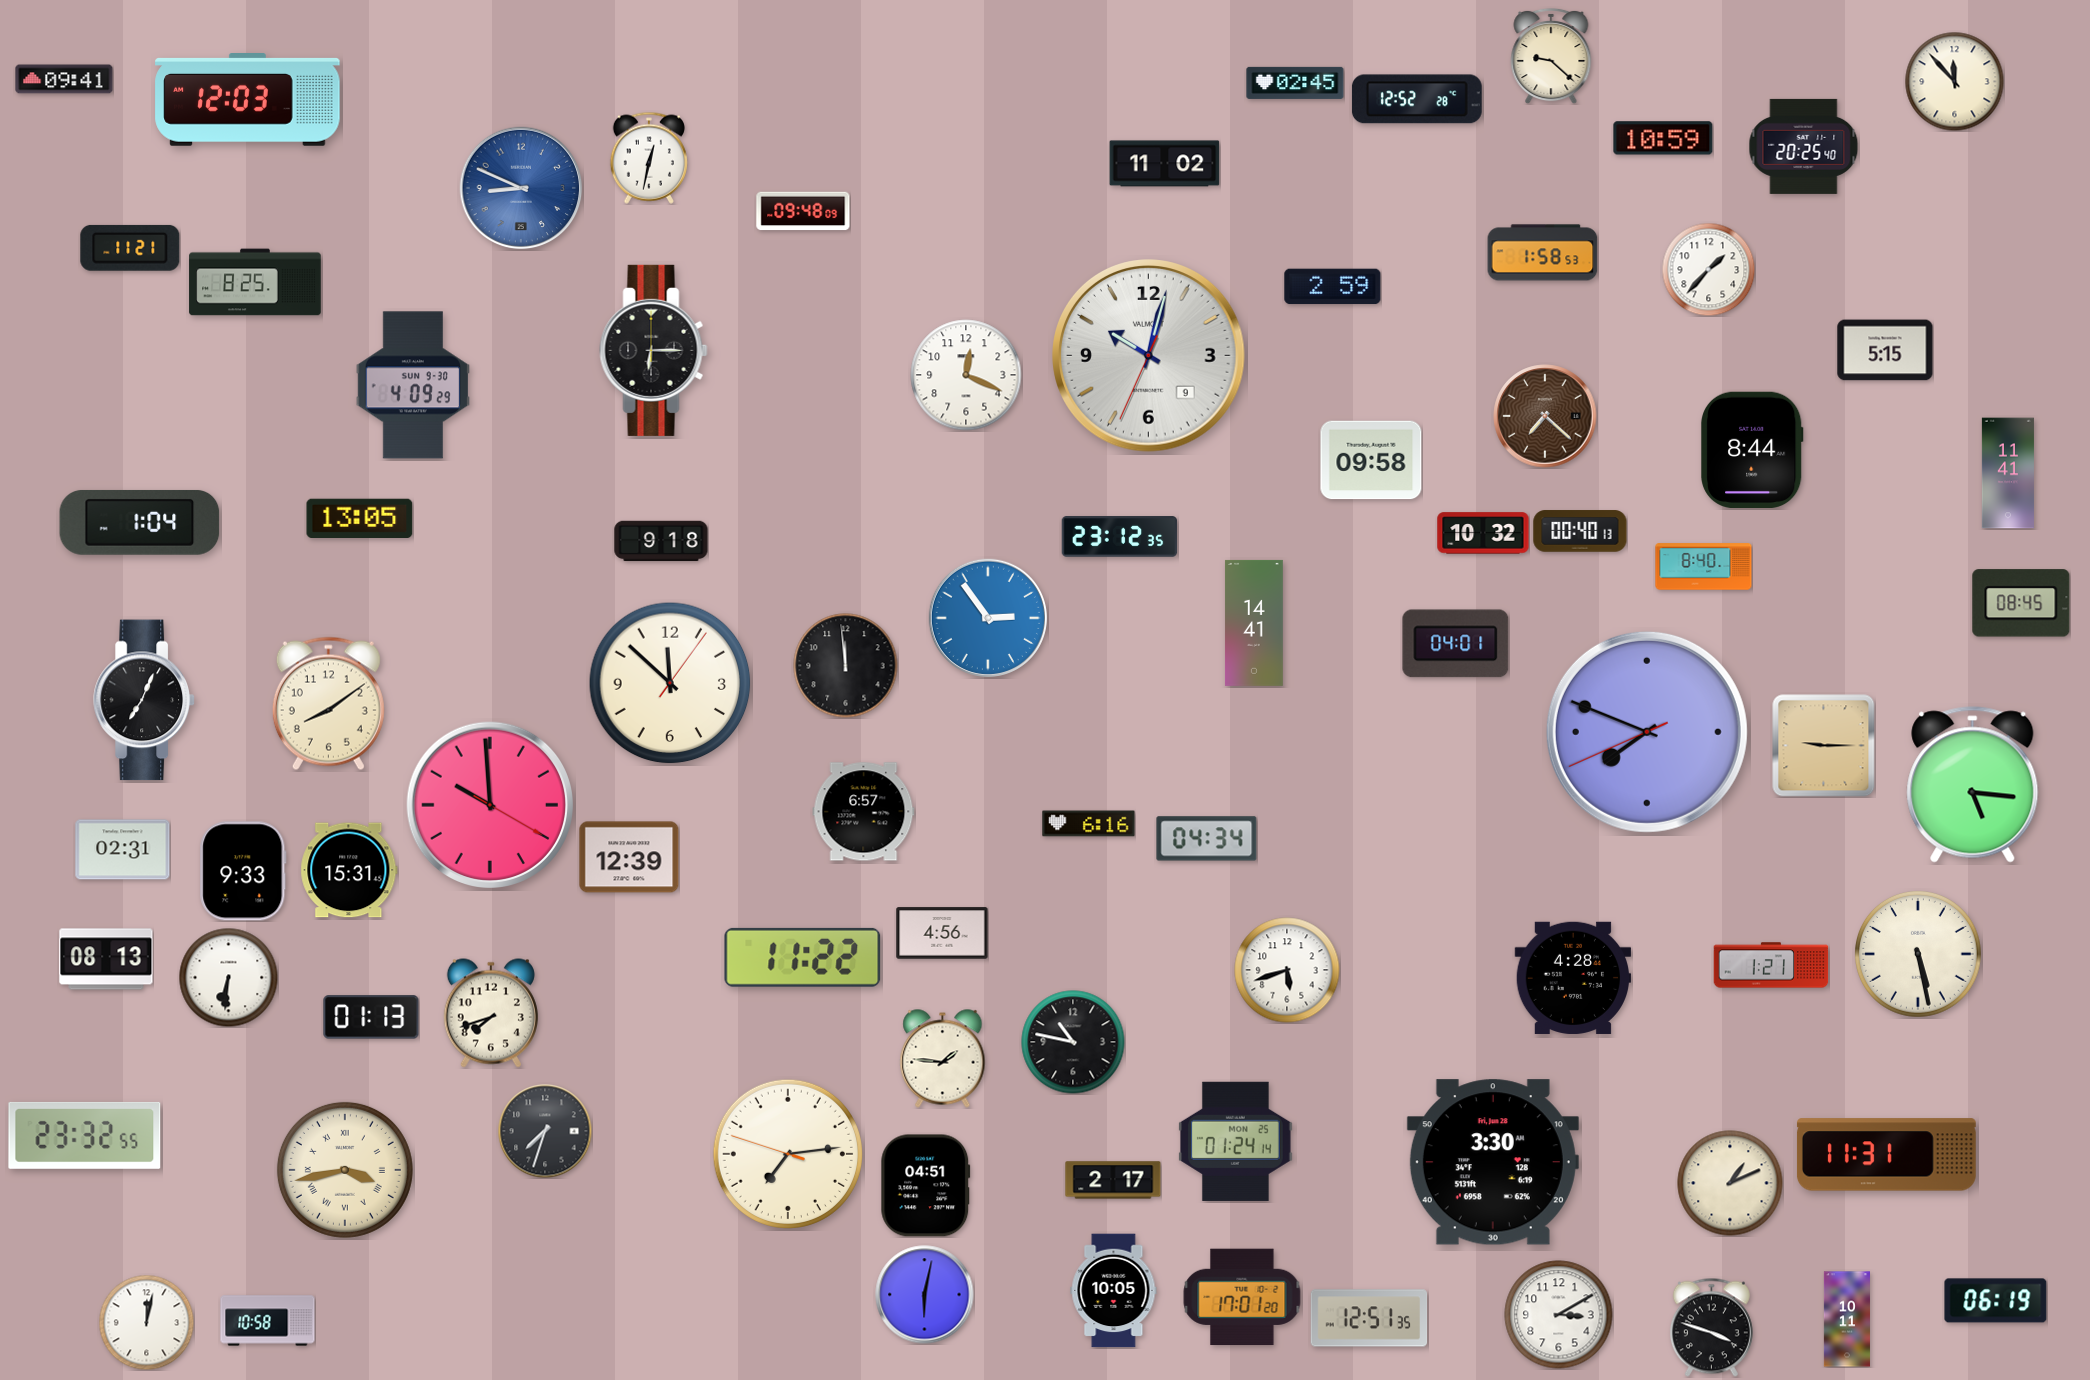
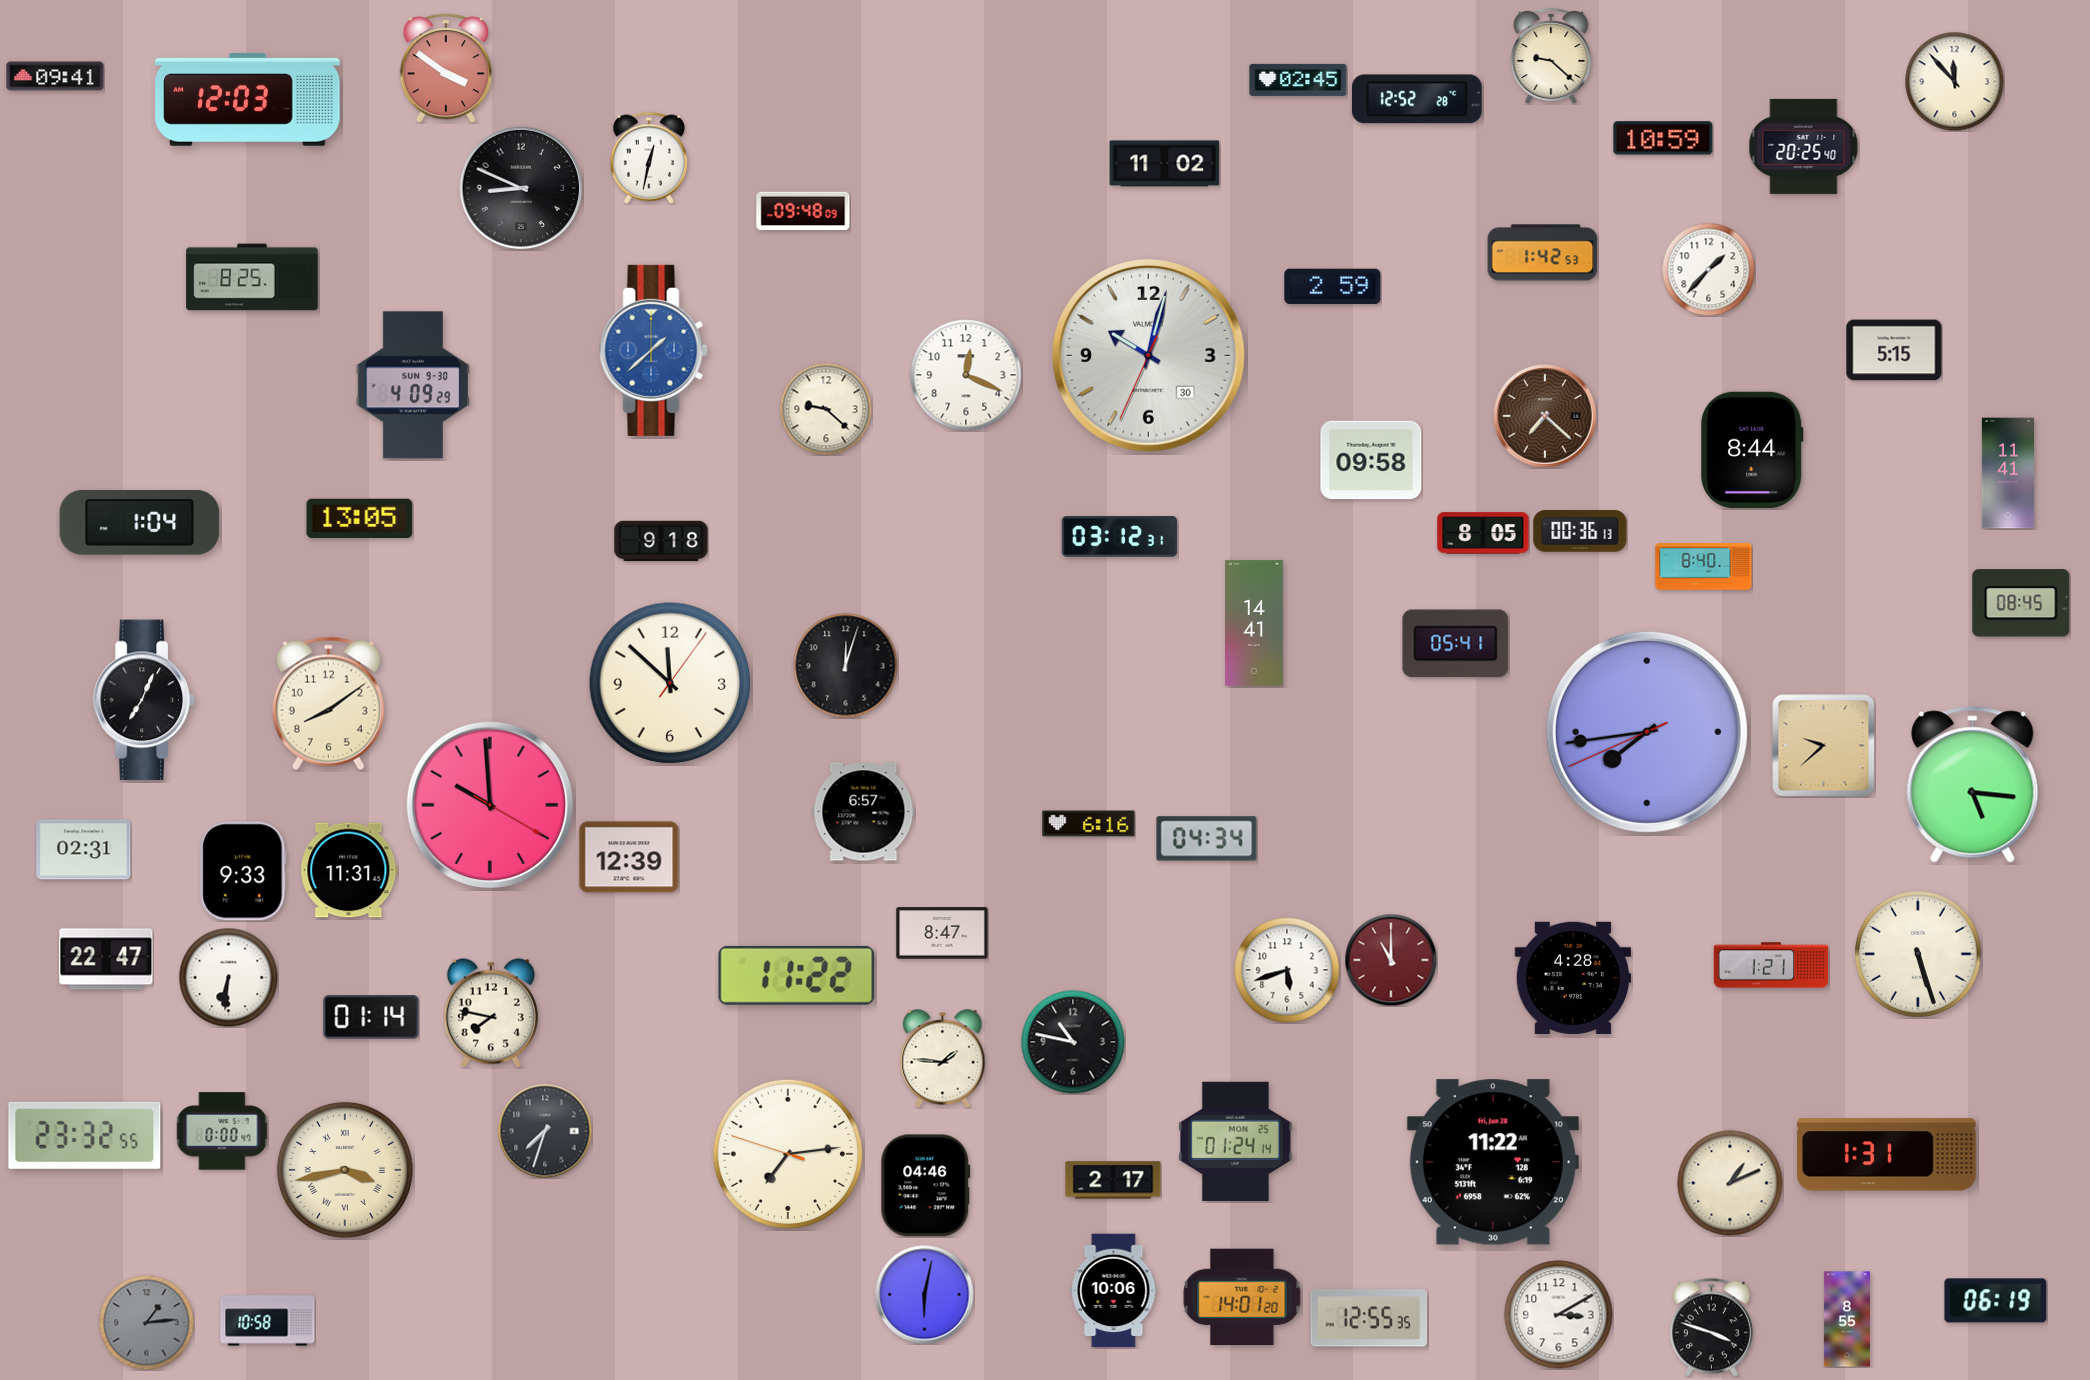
clock at (446, 68): none -> 3:51
clock at (64, 79) position: (64, 79) -> (55, 76)
clock at (1295, 83) position: (1295, 83) -> (1298, 80)
clock at (521, 188) dial: blue -> black
clock at (130, 248): 11:21 -> none
clock at (1543, 253): 1:58 -> 1:42
clock at (255, 282) position: (255, 282) -> (252, 277)
clock at (654, 350): 6:15 -> 1:38
clock at (654, 350) dial: black -> blue
clock at (1885, 350) position: (1885, 350) -> (1894, 350)
clock at (1149, 356) date: 9 -> 30
clock at (826, 409): none -> 9:22
clock at (1580, 531): 00:40 -> 00:36
clock at (1483, 533): 10:32 -> 8:05
clock at (1120, 537): 23:12 -> 03:12
clock at (988, 618): 2:54 -> none
clock at (1456, 644): 04:01 -> 05:41
clock at (846, 666): 11:59 -> 12:03
clock at (1647, 732): 7:48 -> 7:43
clock at (1824, 746): 9:15 -> 9:38
clock at (123, 850) position: (123, 850) -> (84, 850)
clock at (349, 870): 15:31 -> 11:31
clock at (942, 933): 4:56 -> 8:47
clock at (1919, 955): 5:28 -> 5:27
clock at (803, 957) position: (803, 957) -> (797, 975)
clock at (106, 959): 08:13 -> 22:47
clock at (1391, 960): none -> 11:00
clock at (491, 1013): 7:42 -> 7:47
clock at (371, 1017): 01:13 -> 01:14
clock at (222, 1131): none -> 0:00
clock at (1886, 1155): 11:31 -> 1:31
clock at (1493, 1162): 3:30 -> 11:22
clock at (926, 1186): 04:51 -> 04:46
clock at (1114, 1291): 10:05 -> 10:06
clock at (1242, 1297): 17:01 -> 14:01
clock at (1369, 1318): 12:51 -> 12:55
clock at (1847, 1319): 10:11 -> 8:55
clock at (146, 1322): 12:02 -> 1:14
clock at (146, 1322) dial: white -> grey
